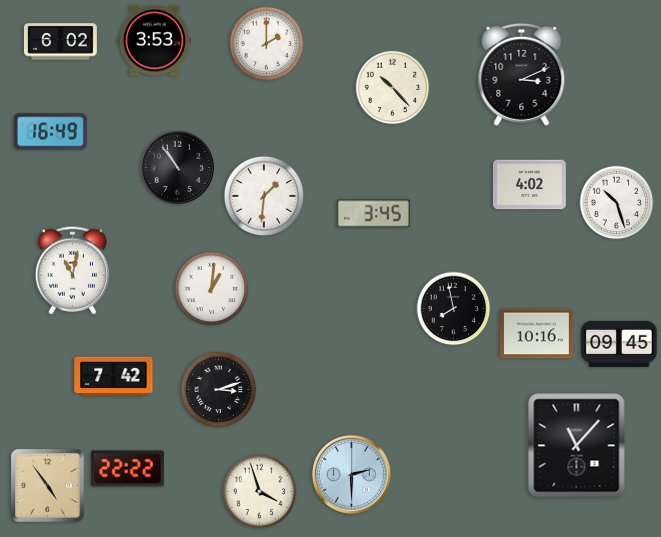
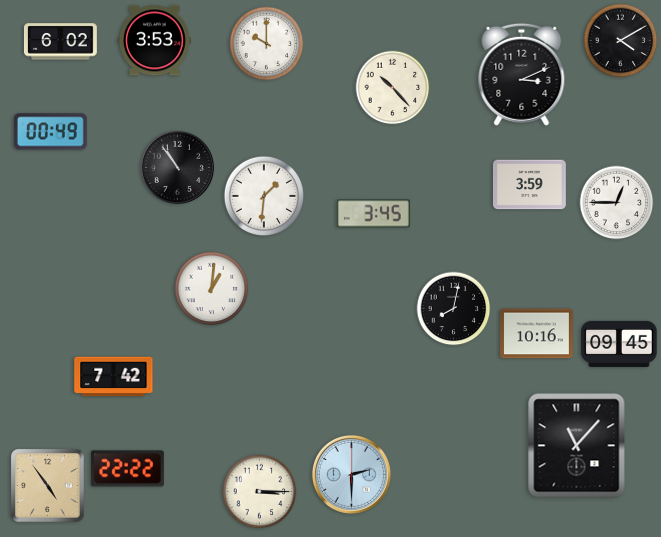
clock at (621, 41): none -> 4:10
clock at (267, 44): 2:00 -> 10:00
clock at (50, 132): 16:49 -> 00:49
clock at (529, 185): 4:02 -> 3:59
clock at (617, 203): 10:27 -> 12:45
clock at (73, 271): 11:02 -> none
clock at (454, 309): 7:58 -> 8:02
clock at (219, 390): 3:12 -> none
clock at (260, 492): 3:57 -> 3:15
